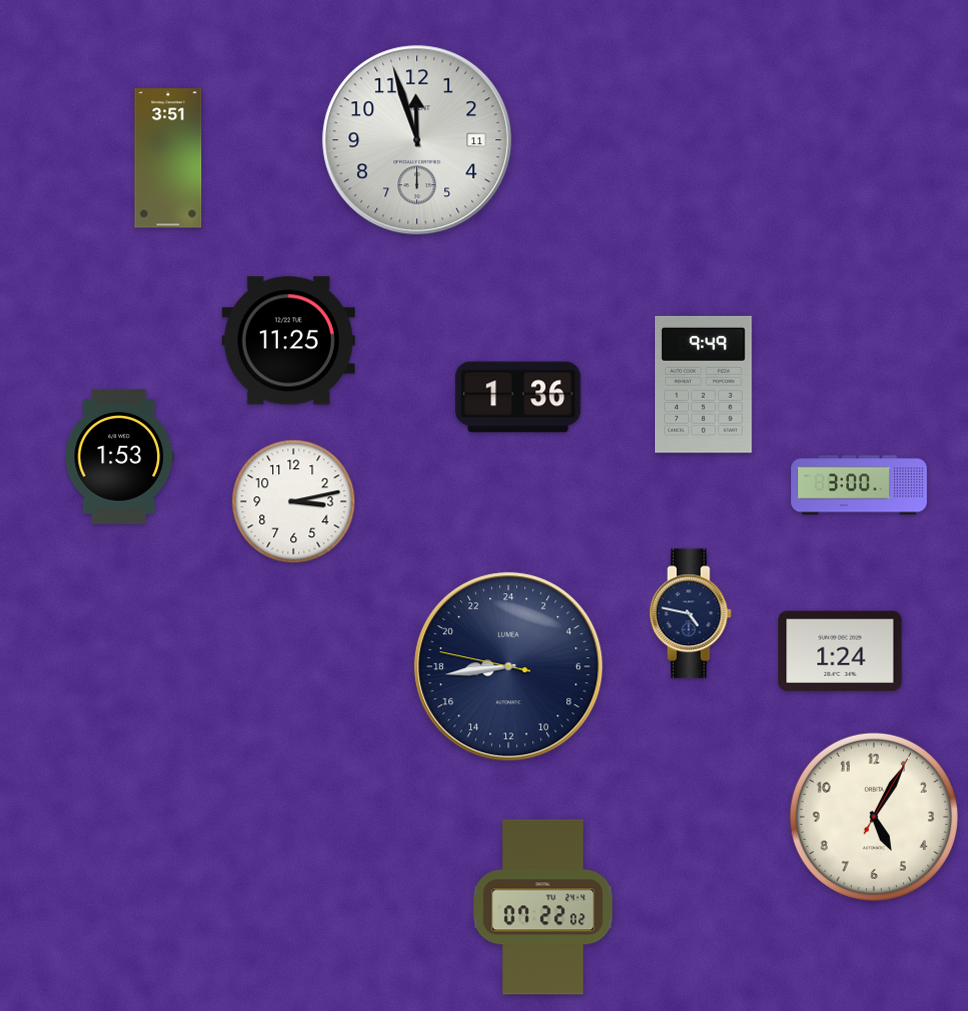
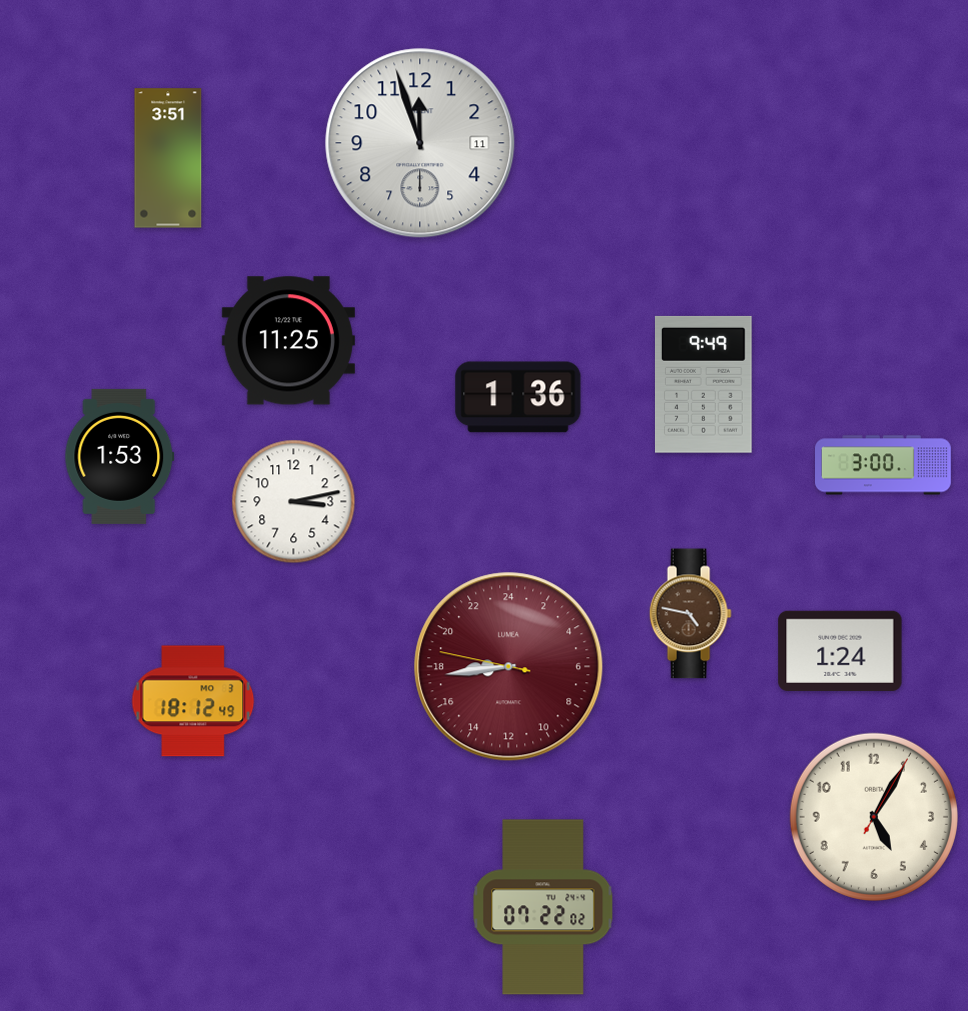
clock at (417, 140) position: (417, 140) -> (420, 143)
clock at (860, 485) position: (860, 485) -> (884, 465)
clock at (690, 614) dial: navy -> brown
clock at (509, 667) dial: navy -> burgundy
clock at (193, 701): none -> 18:12
